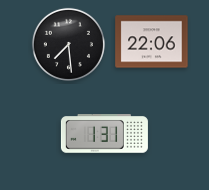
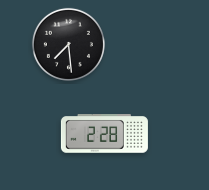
clock at (152, 42): 22:06 -> none
clock at (104, 134): 1:31 -> 2:28
